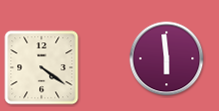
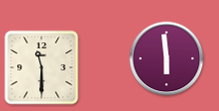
clock at (42, 68): 4:21 -> 11:30
